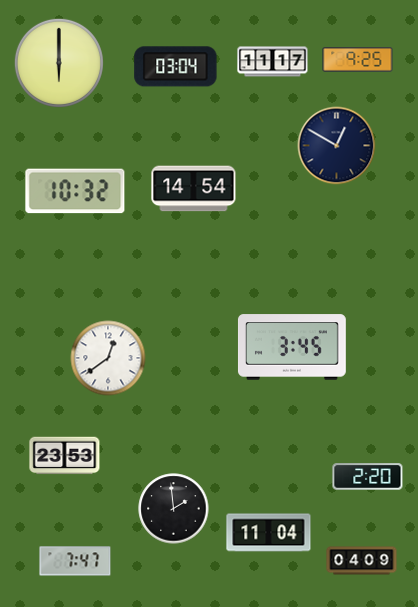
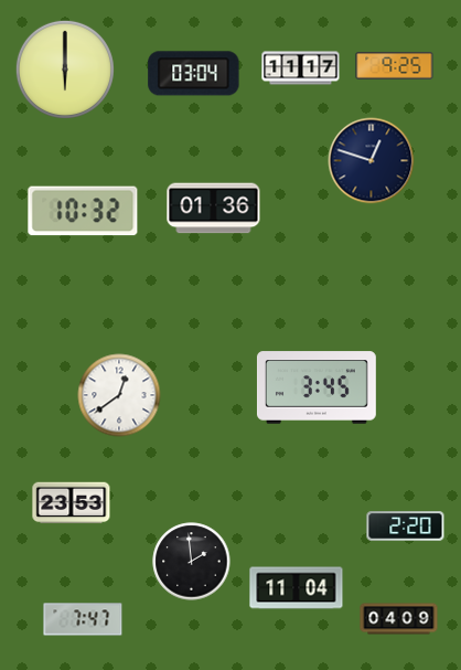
clock at (337, 146): 12:50 -> 12:48
clock at (194, 189): 14:54 -> 01:36
clock at (292, 347) position: (292, 347) -> (317, 387)
